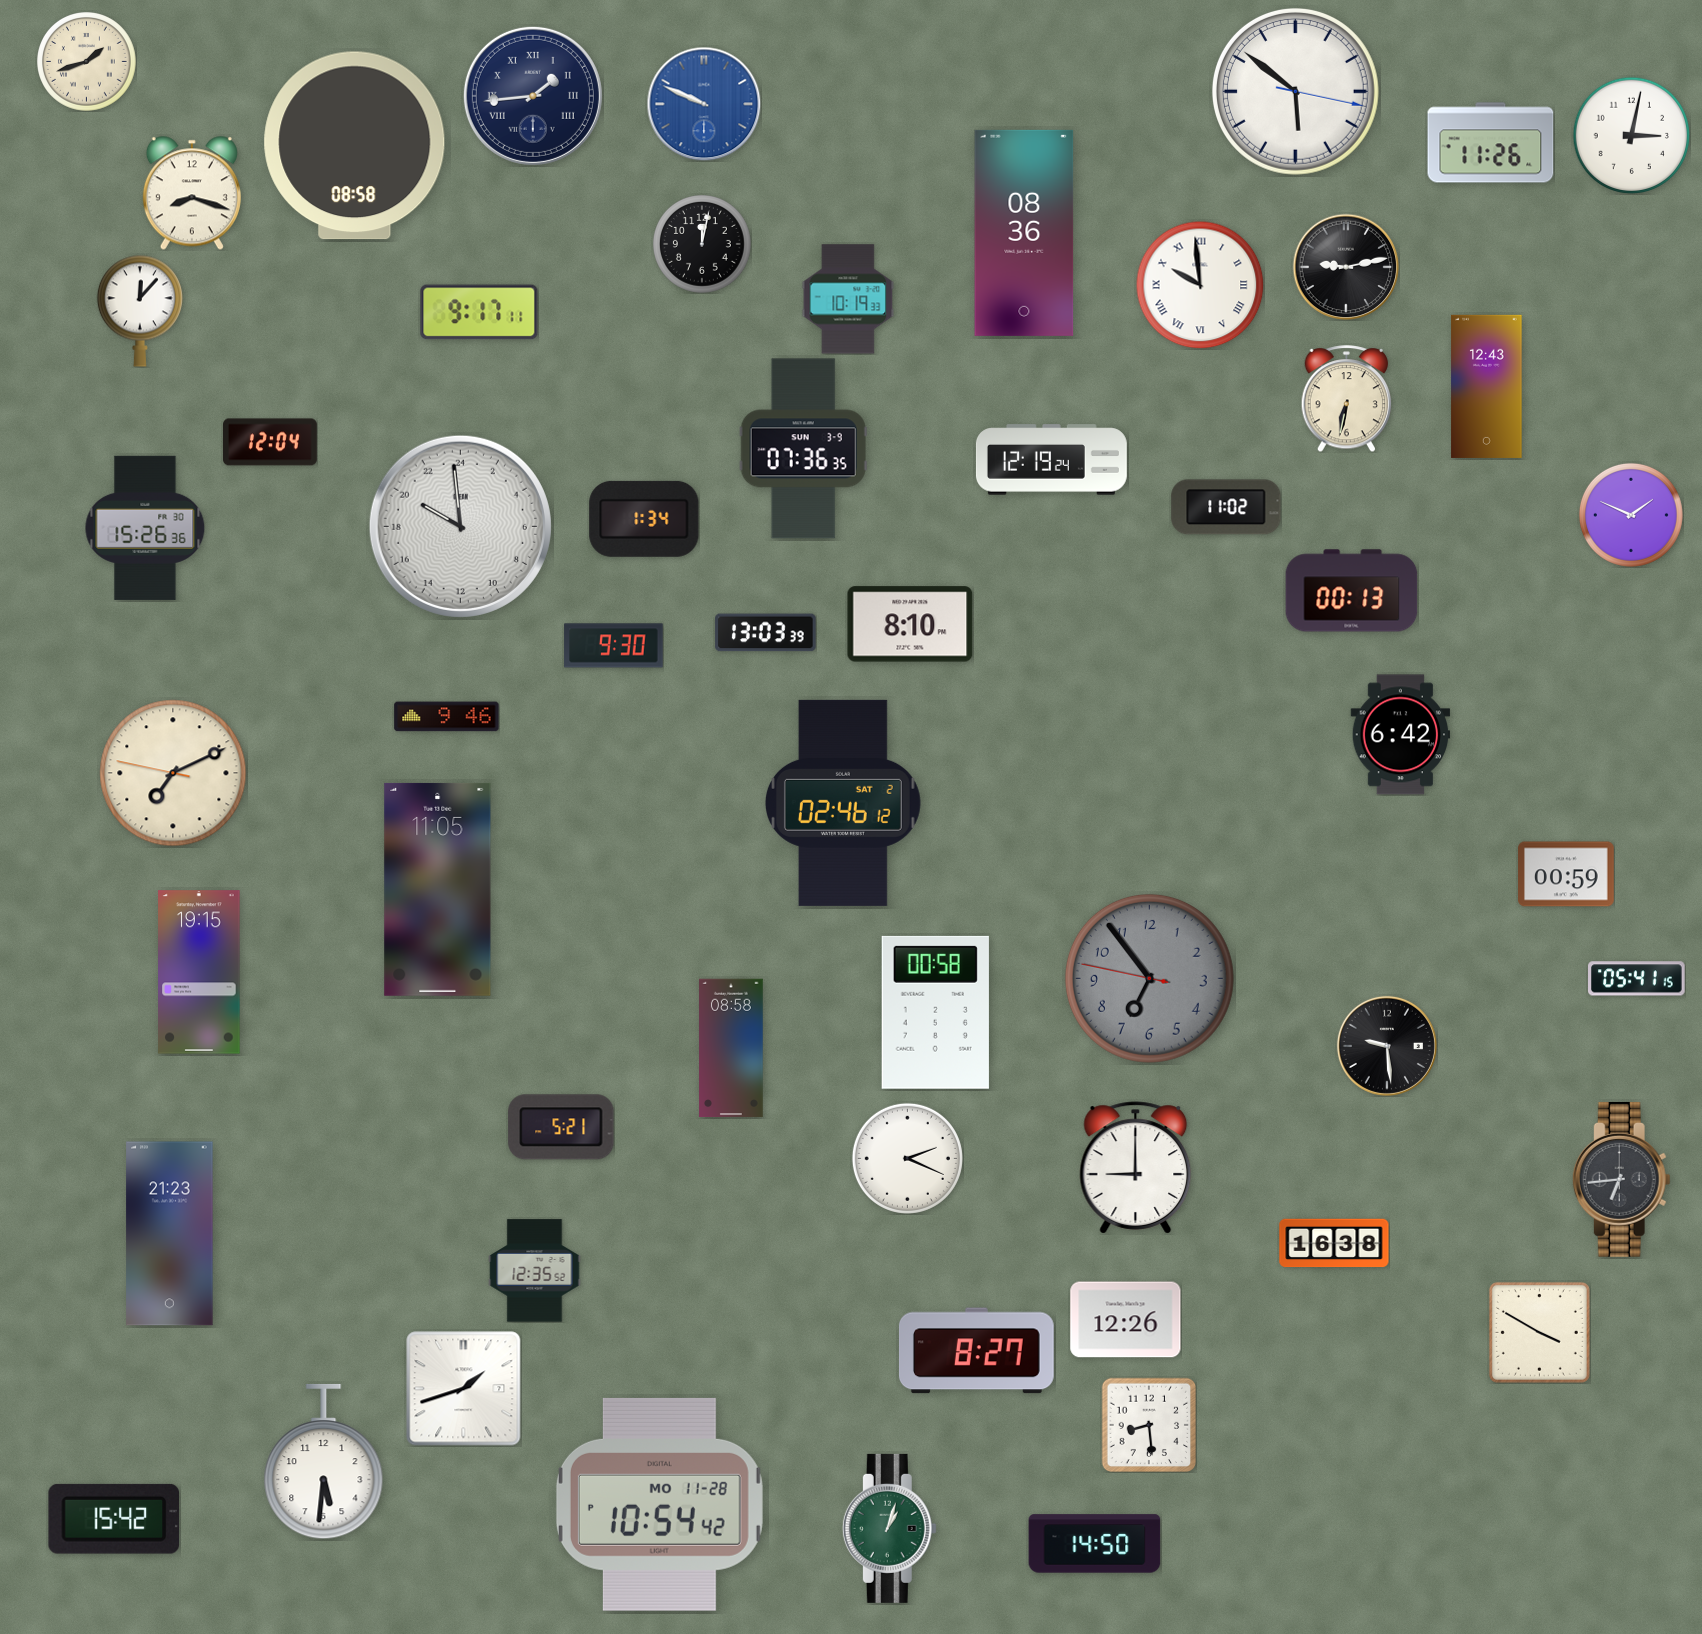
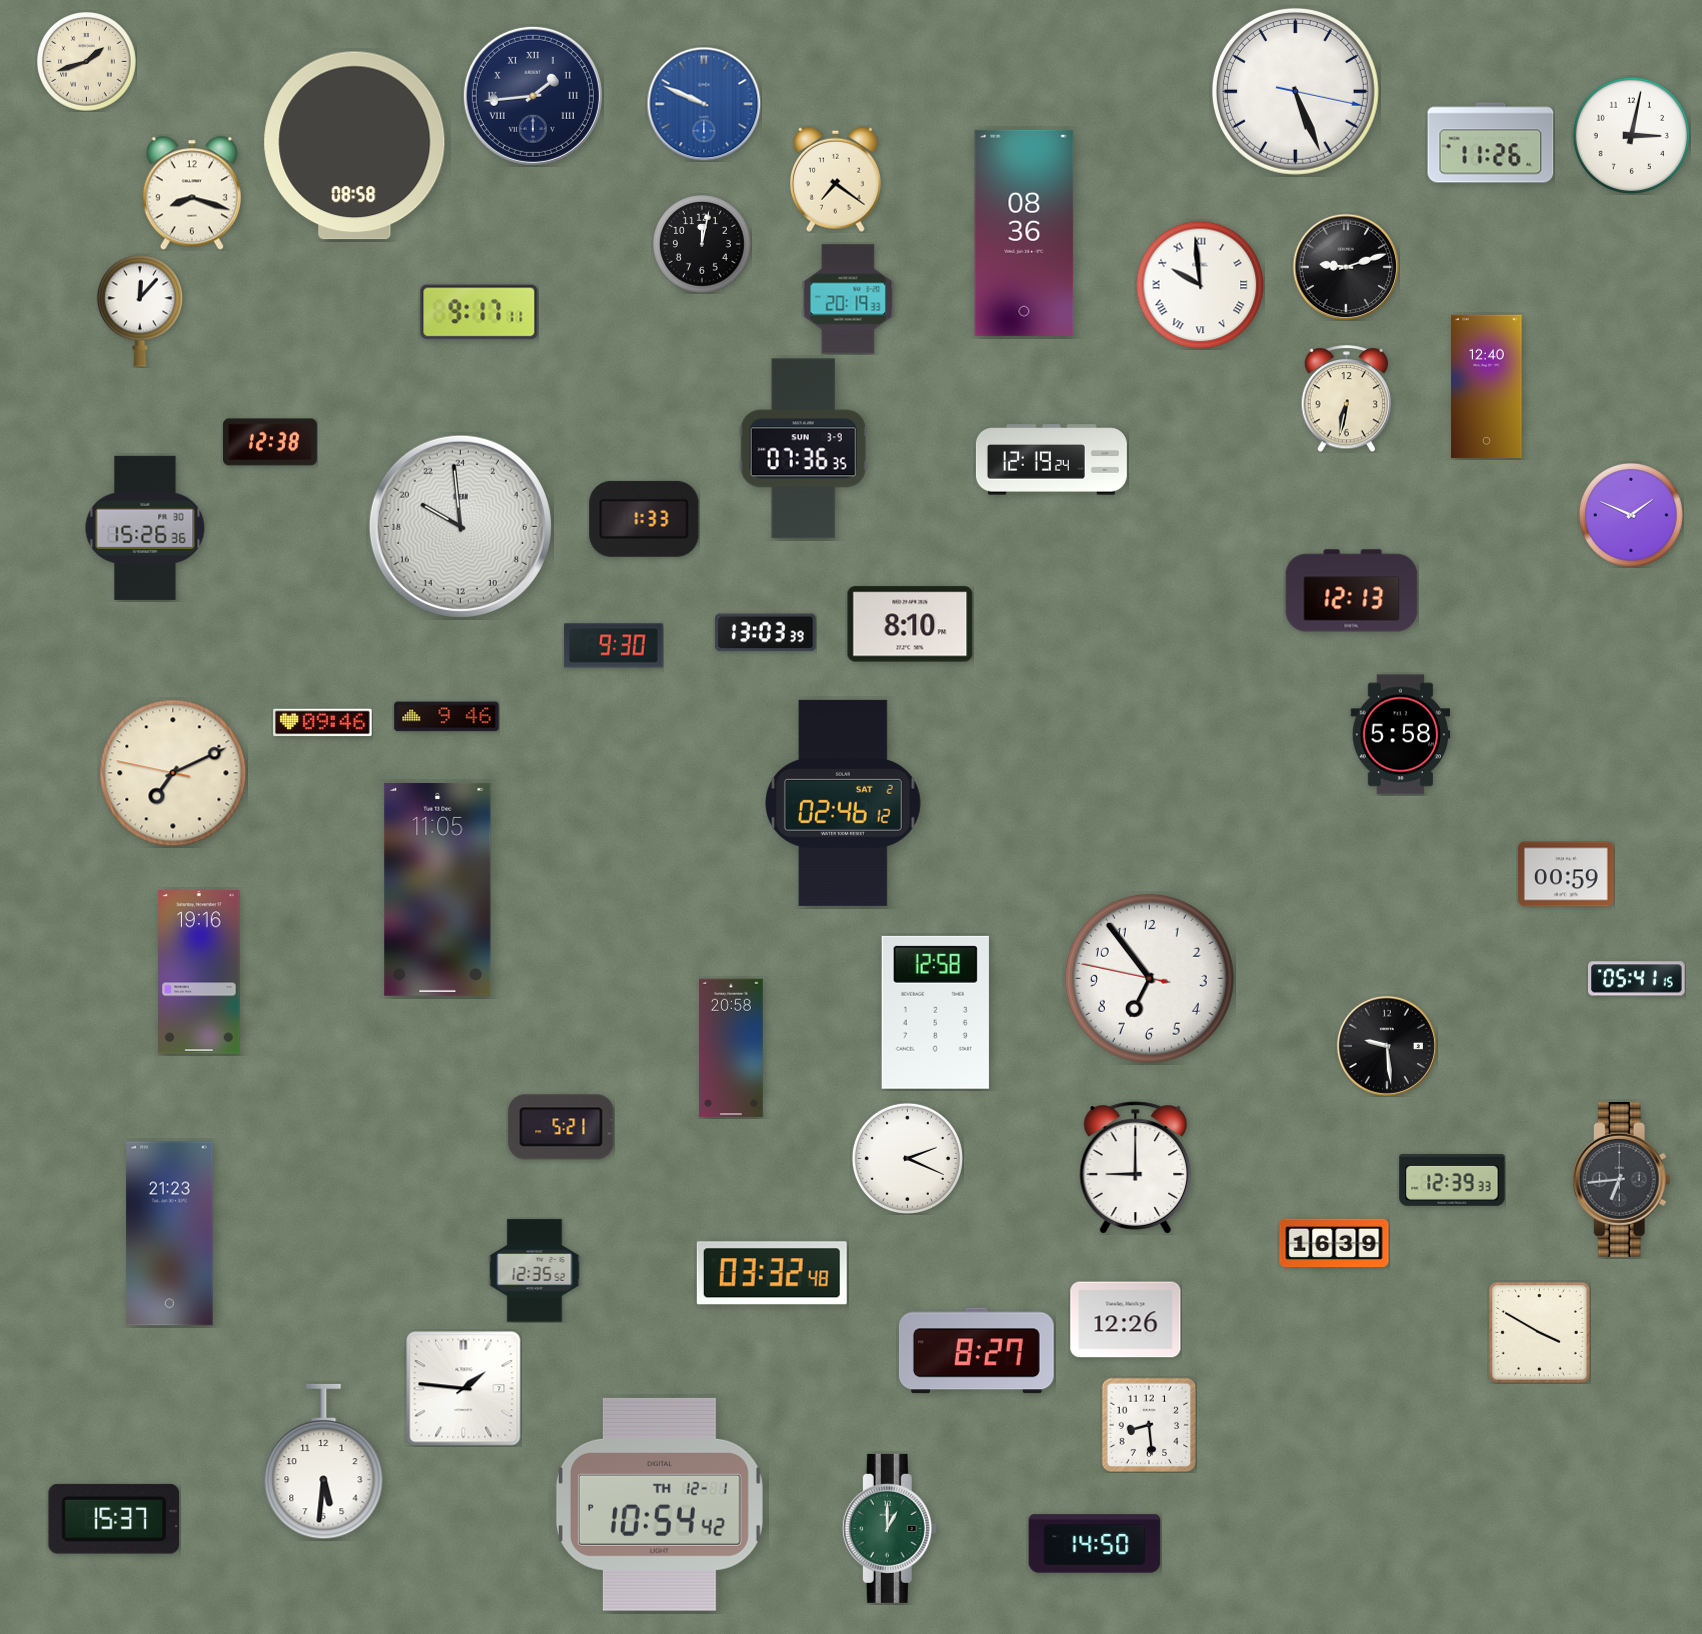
clock at (1295, 91): 5:51 -> 5:26
clock at (835, 179): none -> 7:21
clock at (1346, 267): 9:13 -> 9:12
clock at (848, 299): 10:19 -> 20:19
clock at (1487, 386): 12:43 -> 12:40
clock at (271, 442): 12:04 -> 12:38
clock at (1226, 507): 11:02 -> none
clock at (644, 519): 1:34 -> 1:33
clock at (1352, 591): 00:13 -> 12:13
clock at (323, 723): none -> 09:46
clock at (1401, 735): 6:42 -> 5:58
clock at (199, 972): 19:15 -> 19:16
clock at (1149, 978) dial: grey -> white
clock at (935, 1012): 00:58 -> 12:58
clock at (731, 1048): 08:58 -> 20:58
clock at (1452, 1180): none -> 12:39
clock at (1334, 1243): 16:38 -> 16:39
clock at (772, 1273): none -> 03:32
clock at (464, 1389): 1:42 -> 1:46
clock at (659, 1504) date: MO 11-28 -> TH 12-1
clock at (113, 1519): 15:42 -> 15:37
clock at (889, 1528): 1:03 -> 1:00
